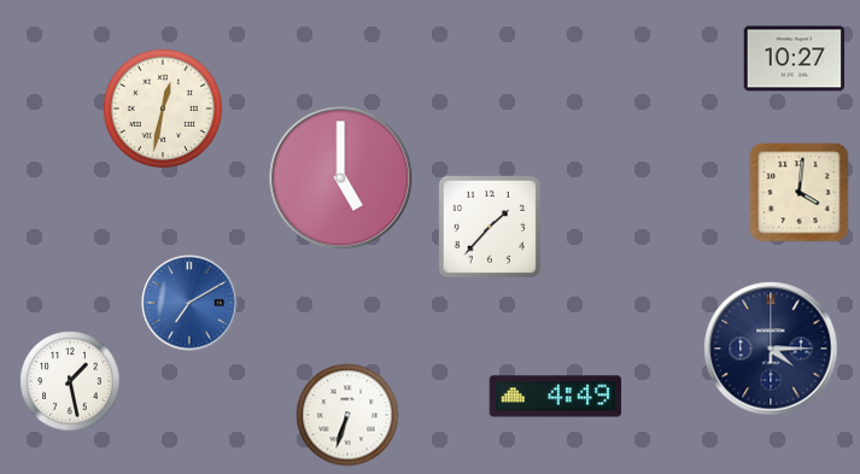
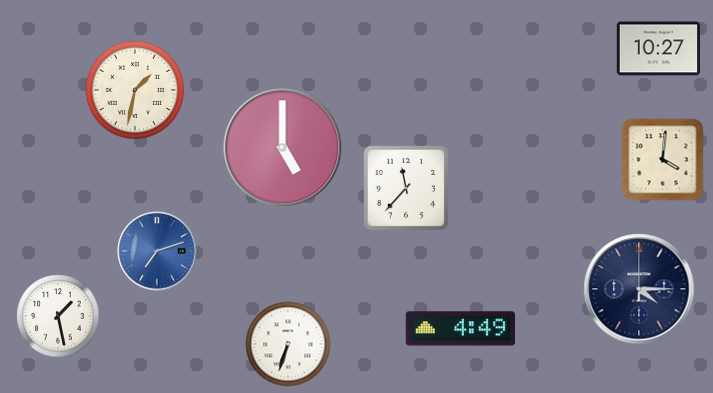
clock at (163, 109): 12:32 -> 1:32
clock at (490, 227): 1:37 -> 11:37
clock at (189, 303): 7:10 -> 7:12
